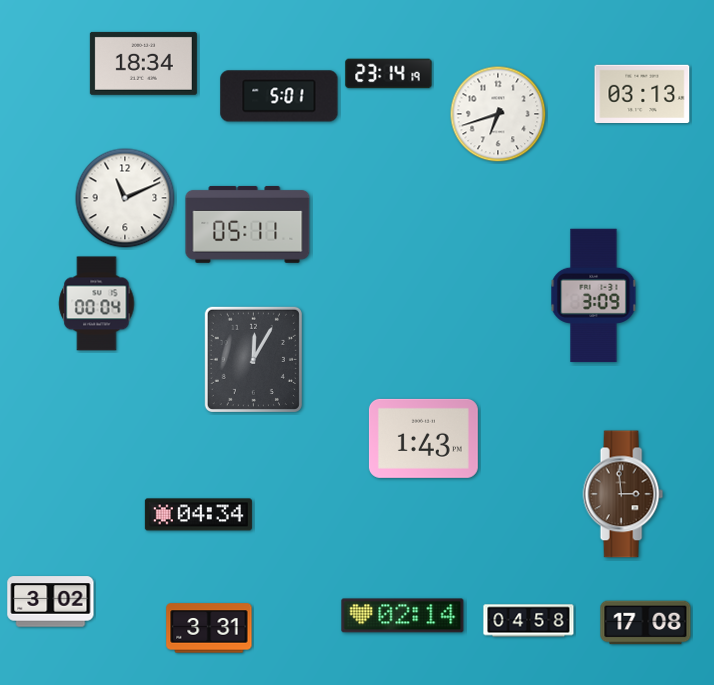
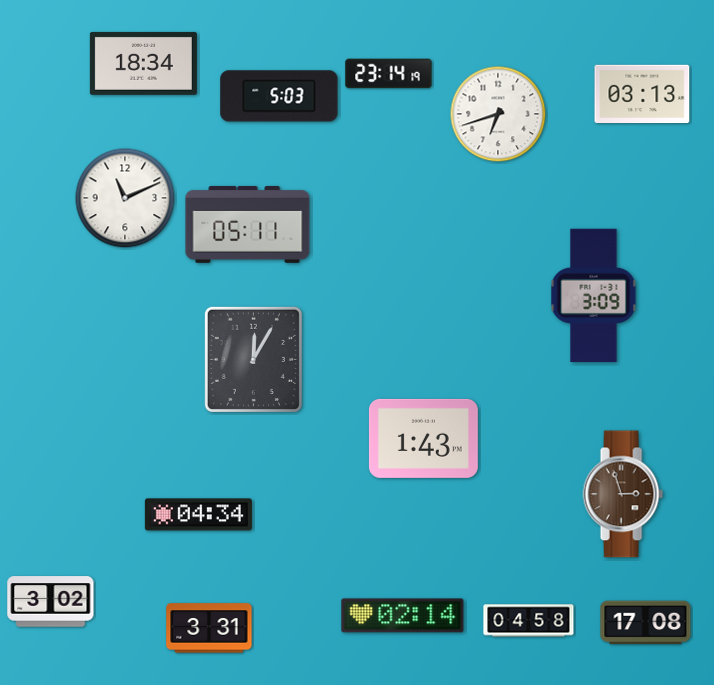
clock at (279, 96): 5:01 -> 5:03
clock at (97, 304): 00:04 -> none
clock at (623, 494): 2:59 -> 2:57
